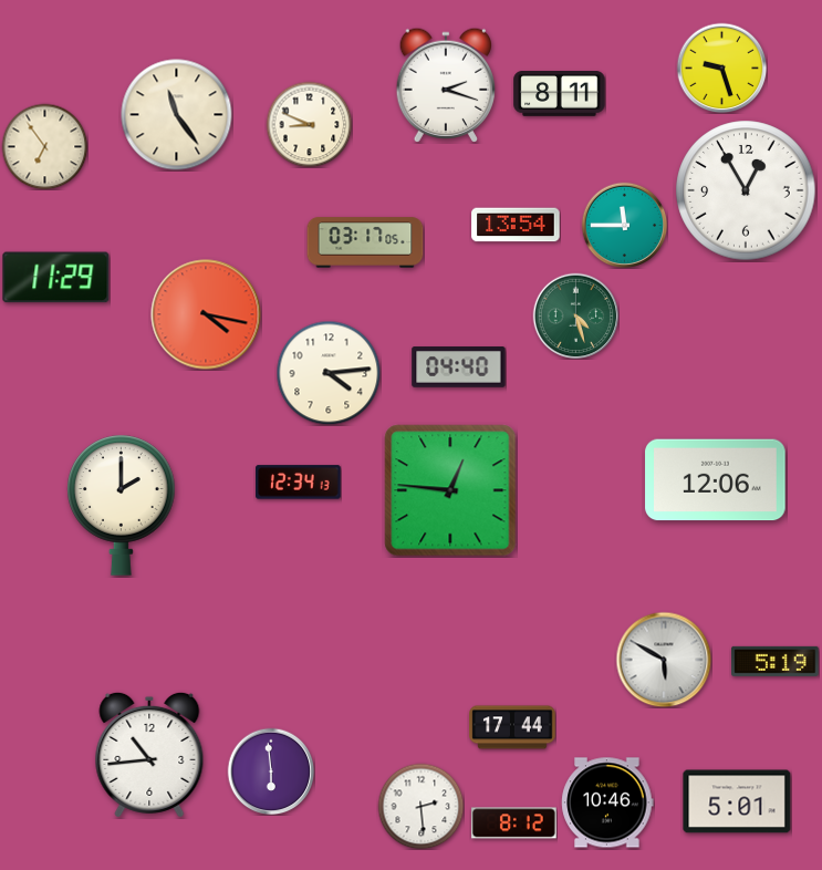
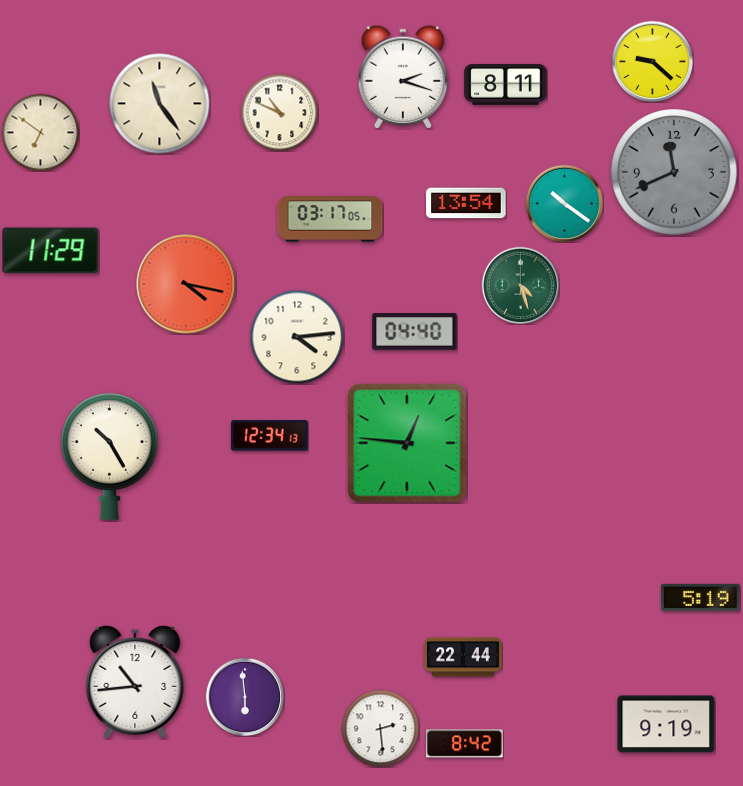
clock at (721, 68): 9:27 -> 9:22
clock at (309, 124): 8:49 -> 10:49
clock at (44, 146): 6:54 -> 6:51
clock at (746, 190): 12:55 -> 11:41
clock at (746, 190) dial: white -> grey
clock at (624, 225): 11:45 -> 10:21
clock at (716, 480): 12:06 -> none
clock at (122, 505): 2:00 -> 10:25
clock at (664, 660): 5:50 -> none
clock at (512, 727): 17:44 -> 22:44
clock at (737, 801): 5:01 -> 9:19
clock at (607, 802): 10:46 -> none
clock at (514, 824): 8:12 -> 8:42
